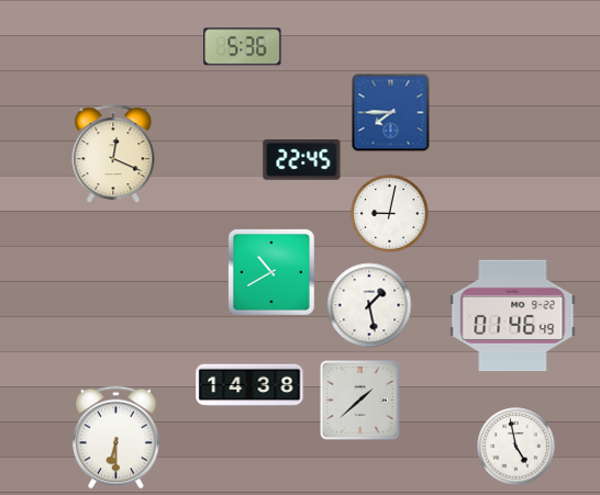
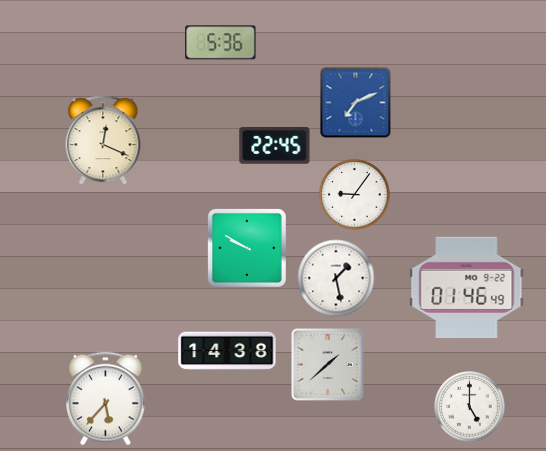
clock at (391, 113): 7:45 -> 7:11
clock at (390, 214): 9:02 -> 9:06
clock at (271, 272): 10:40 -> 9:50
clock at (116, 438): 6:30 -> 5:37
clock at (516, 447): 4:58 -> 5:00
